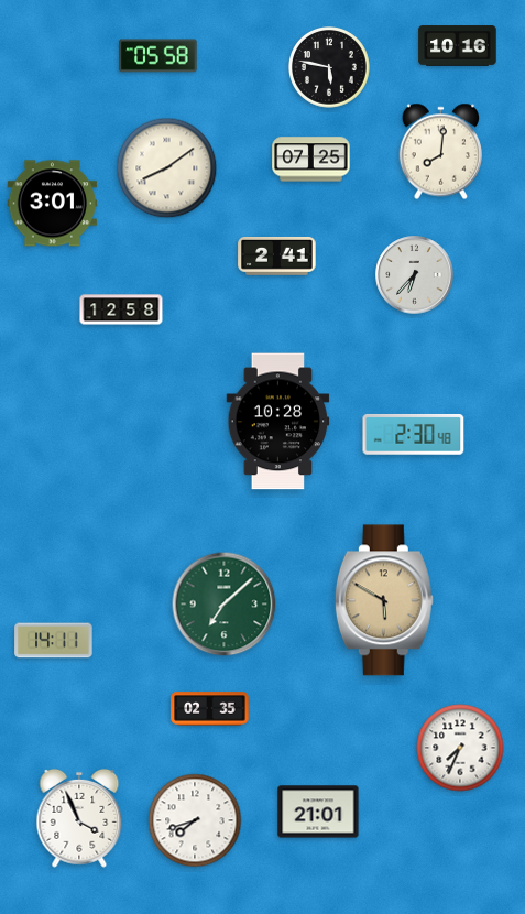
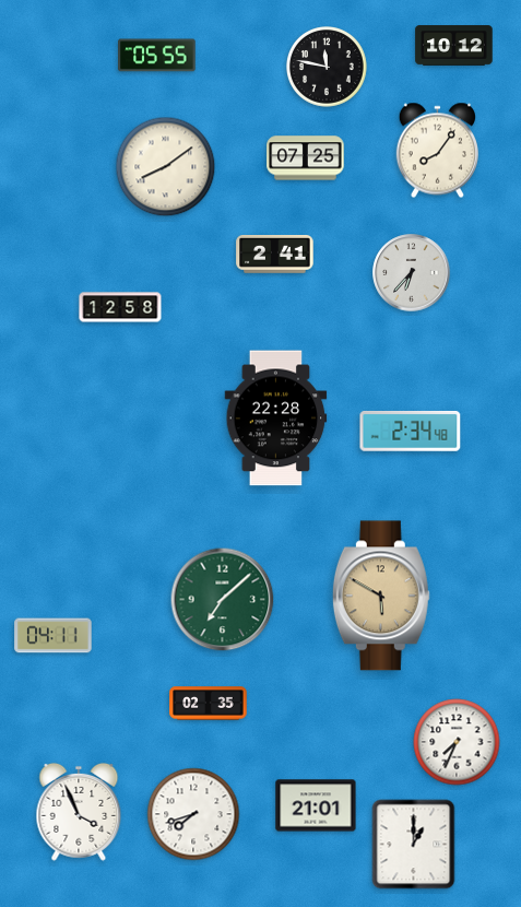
clock at (458, 46): 10:16 -> 10:12
clock at (158, 56): 05:58 -> 05:55
clock at (330, 68): 5:47 -> 11:47
clock at (440, 152): 8:01 -> 8:06
clock at (311, 160) position: (311, 160) -> (306, 158)
clock at (53, 204): 3:01 -> none
clock at (278, 422): 10:28 -> 22:28
clock at (414, 434): 2:30 -> 2:34
clock at (54, 641): 14:11 -> 04:11
clock at (414, 845): none -> 1:00
